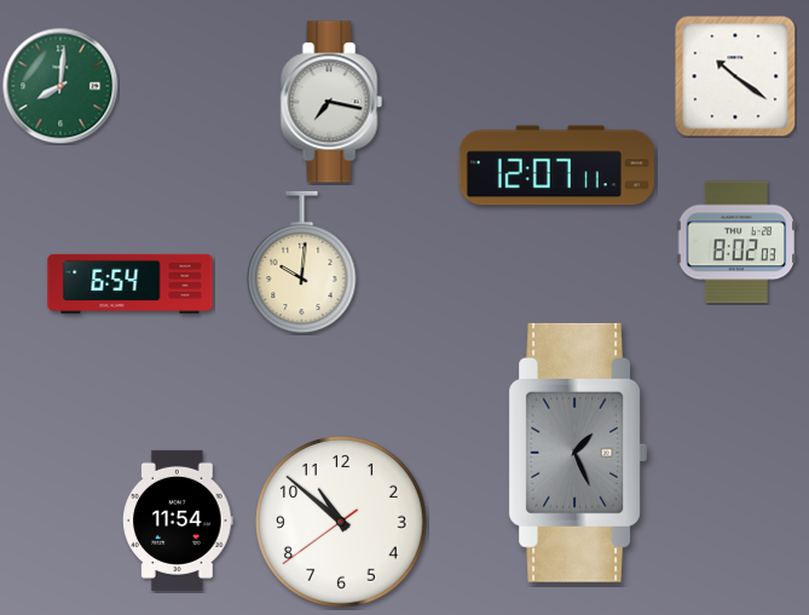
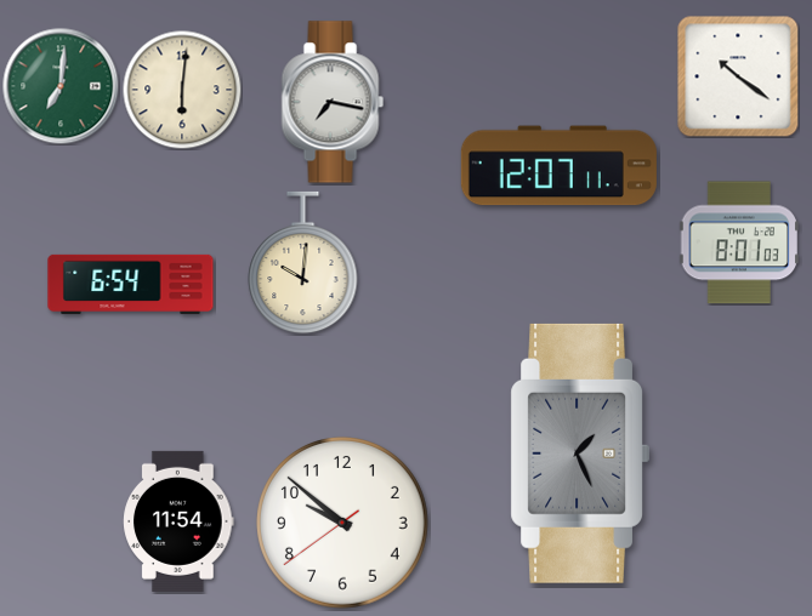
clock at (60, 86): 8:01 -> 7:01
clock at (182, 90): none -> 6:01
clock at (736, 242): 8:02 -> 8:01
clock at (342, 523): 10:51 -> 9:51
